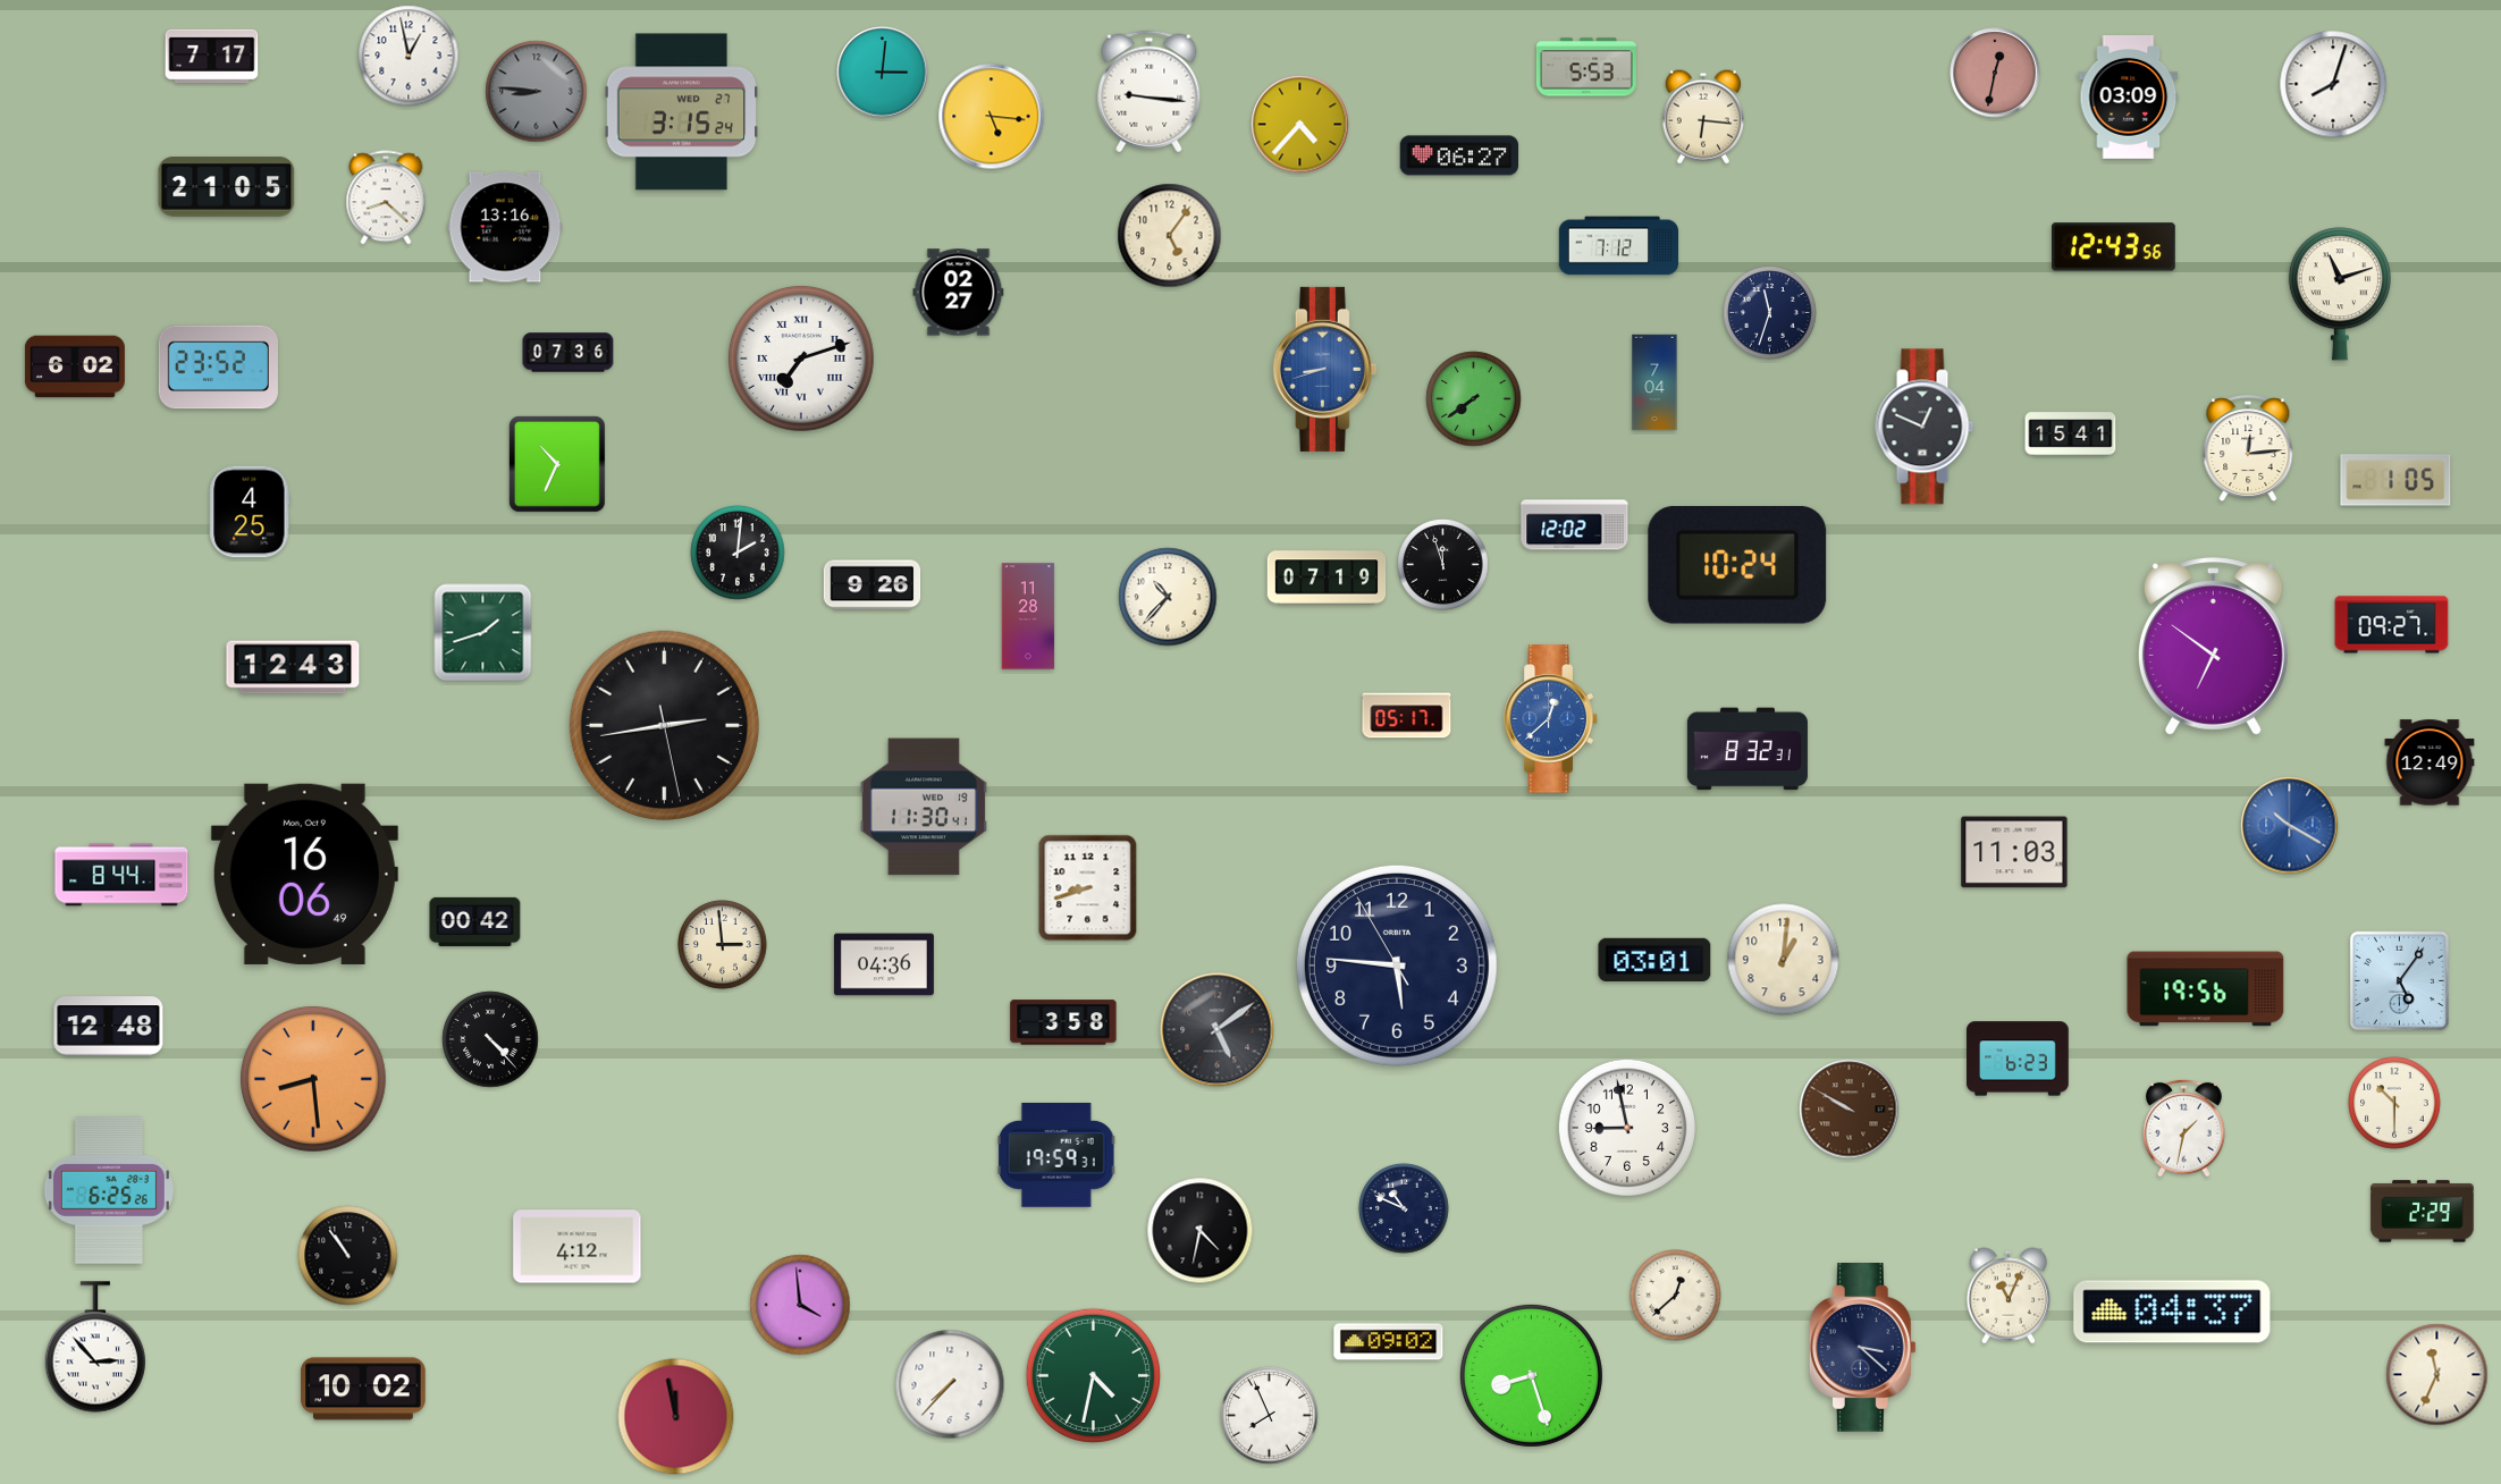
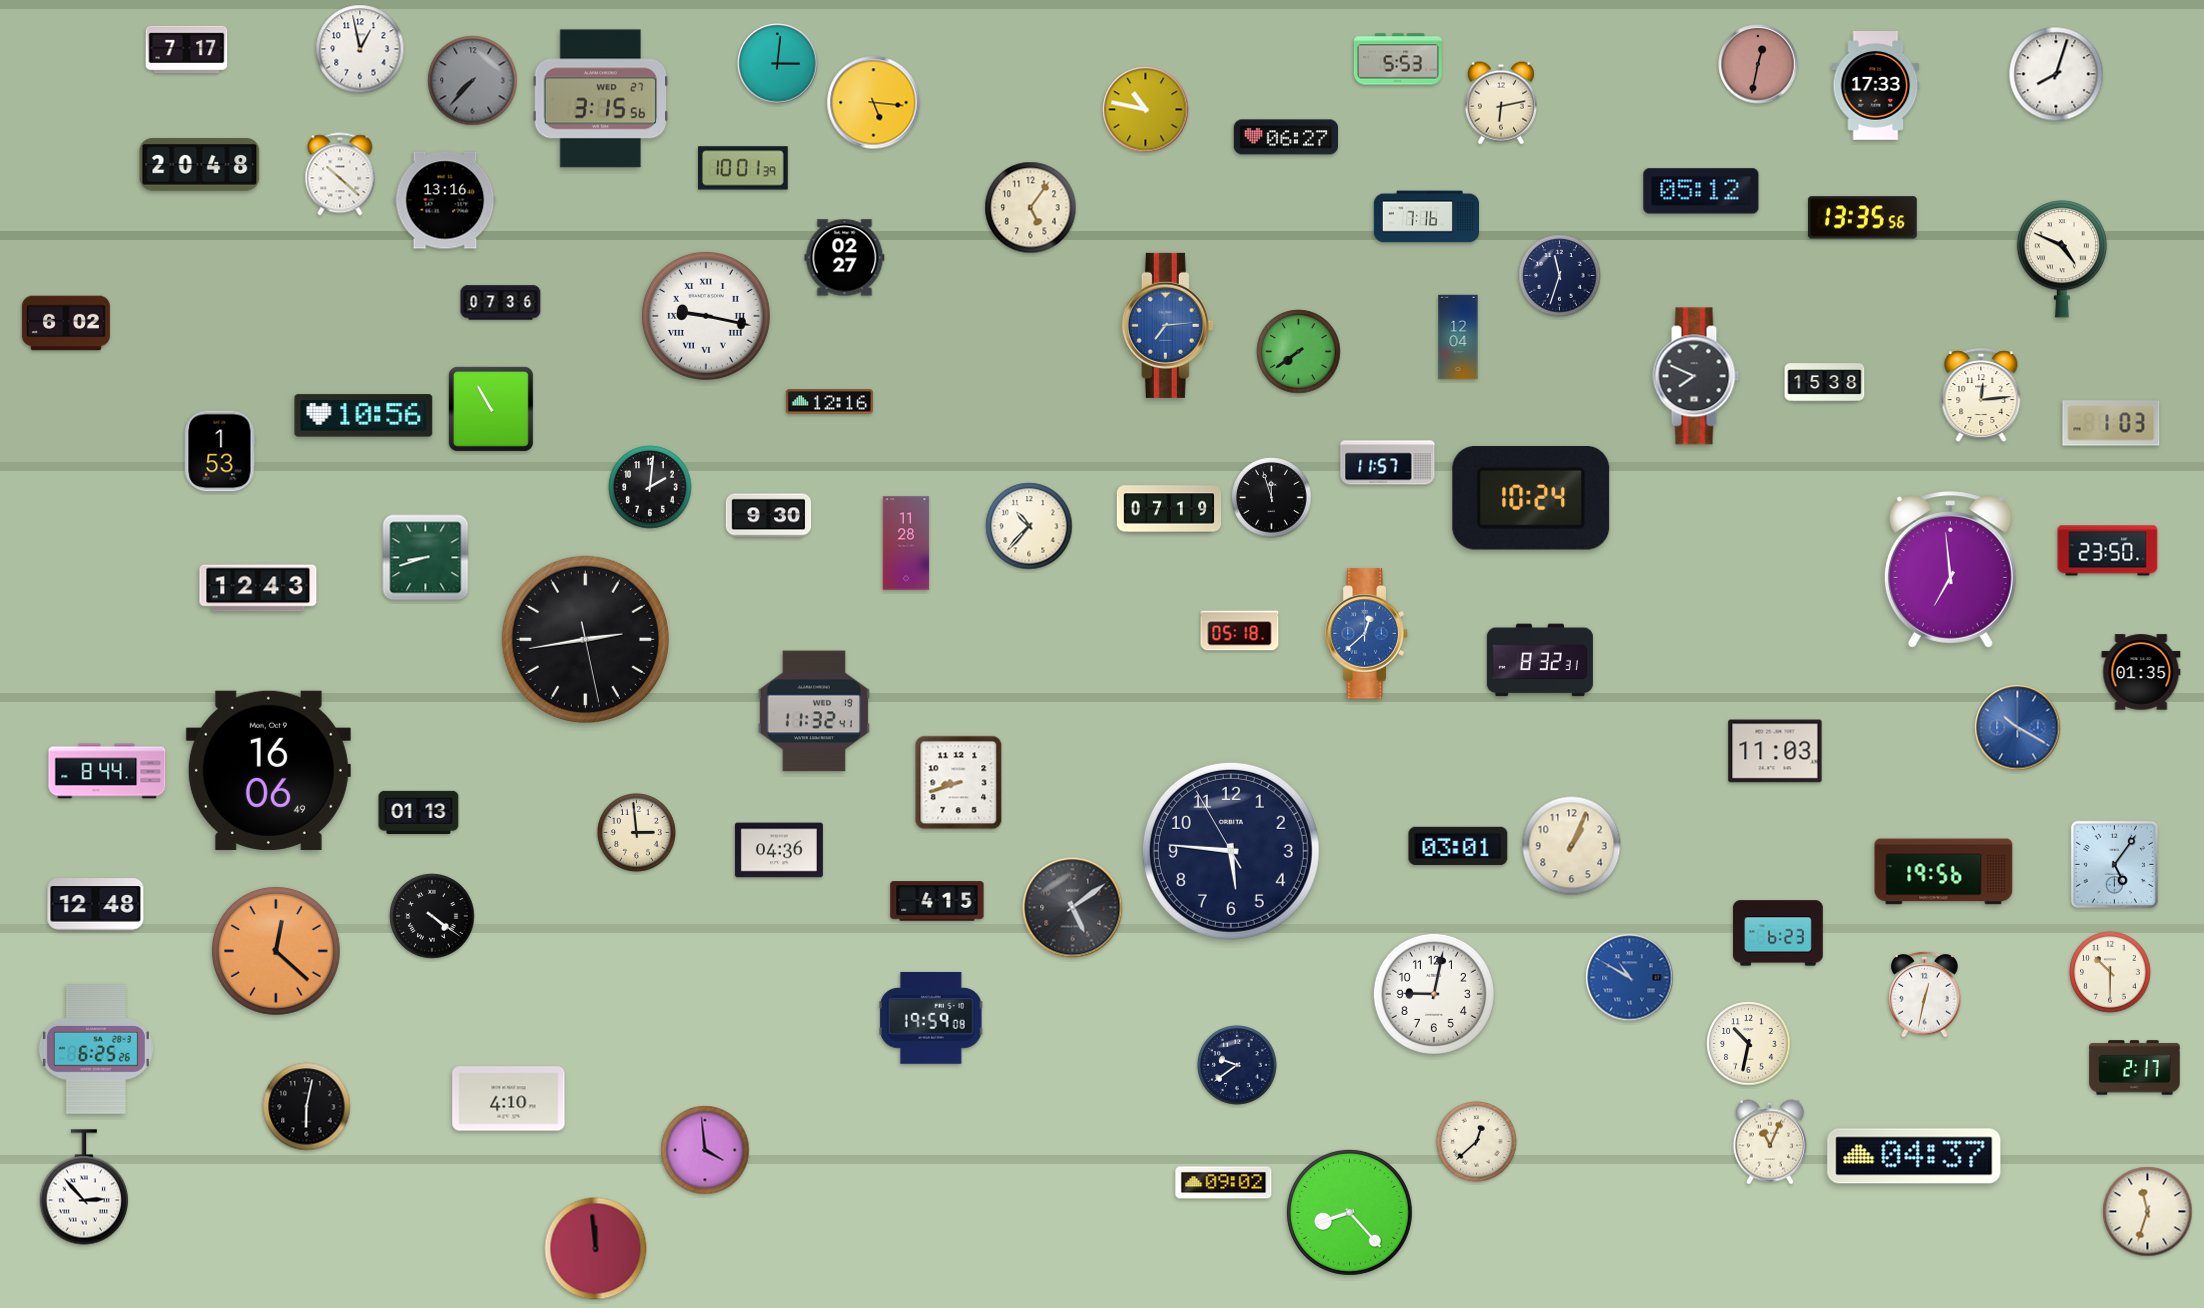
clock at (537, 92): 8:46 -> 7:37
clock at (1150, 92): 9:16 -> none
clock at (2129, 98): 03:09 -> 17:33
clock at (682, 112): 3:15:24 -> 3:15:56
clock at (1703, 117): 6:16 -> 6:13
clock at (1300, 125): 4:37 -> 10:47
clock at (227, 187): 21:05 -> 20:48
clock at (744, 168): none -> 10:01
clock at (386, 197): 8:22 -> 10:22
clock at (1701, 191): none -> 05:12
clock at (1618, 246): 7:12 -> 7:16
clock at (2113, 247): 12:43 -> 13:35
clock at (2340, 294): 11:12 -> 4:49
clock at (569, 353) position: (569, 353) -> (501, 303)
clock at (801, 359): 7:12 -> 9:17
clock at (218, 368): 23:52 -> none
clock at (1324, 369): 8:42 -> 7:14
clock at (1654, 382): 7:04 -> 12:04
clock at (1925, 427): 12:49 -> 7:49
clock at (2071, 435): 15:41 -> 15:38
clock at (829, 402): none -> 12:16
clock at (557, 464): 10:34 -> 10:55
clock at (364, 416): none -> 10:56
clock at (2395, 480): 1:05 -> 1:03
clock at (250, 512): 4:25 -> 1:53
clock at (1575, 525): 12:02 -> 11:57
clock at (873, 585): 9:26 -> 9:30
clock at (2392, 625): 09:27 -> 23:50
clock at (483, 633): 1:42 -> 8:42
clock at (2213, 647): 6:51 -> 6:59
clock at (1407, 716): 05:17 -> 05:18
clock at (2430, 762): 12:49 -> 01:35
clock at (924, 807): 11:30 -> 11:32
clock at (475, 921): 00:42 -> 01:13
clock at (1784, 960): 1:01 -> 1:04
clock at (1063, 1022): 3:58 -> 4:15
clock at (490, 1039): 4:23 -> 4:21
clock at (313, 1079): 8:29 -> 12:22
clock at (1850, 1110): 9:50 -> 10:50
clock at (1850, 1110) dial: brown -> blue
clock at (1627, 1128): 8:58 -> 9:02
clock at (2184, 1128): 1:32 -> 12:32
clock at (1056, 1155): 19:59:31 -> 19:59:08
clock at (1749, 1044): none -> 10:32
clock at (1404, 1208): 10:49 -> 9:39
clock at (2423, 1212): 2:29 -> 2:17
clock at (1201, 1231): 4:32 -> none
clock at (578, 1247): 4:12 -> 4:10
clock at (348, 1256): 10:54 -> 6:02
clock at (1862, 1348): 3:22 -> none
clock at (1093, 1375): 4:32 -> none
clock at (1531, 1375): 8:27 -> 8:23
clock at (2437, 1375): 11:34 -> 11:33
clock at (950, 1384): 7:37 -> none
clock at (363, 1389): 10:02 -> none
clock at (1270, 1416): 7:56 -> none
clock at (676, 1417): 11:58 -> 11:59
